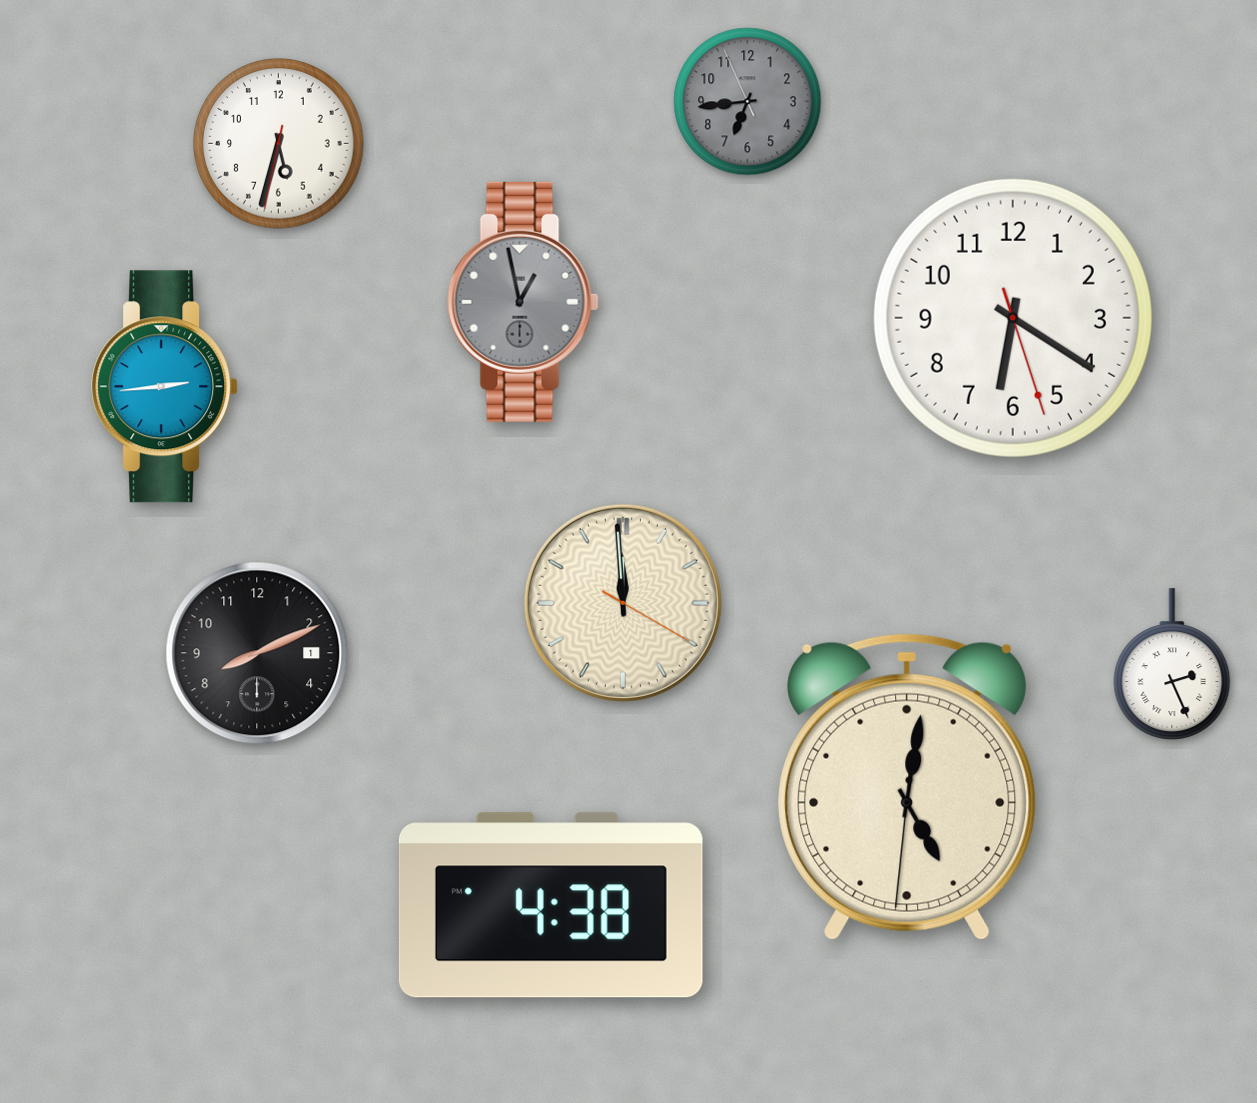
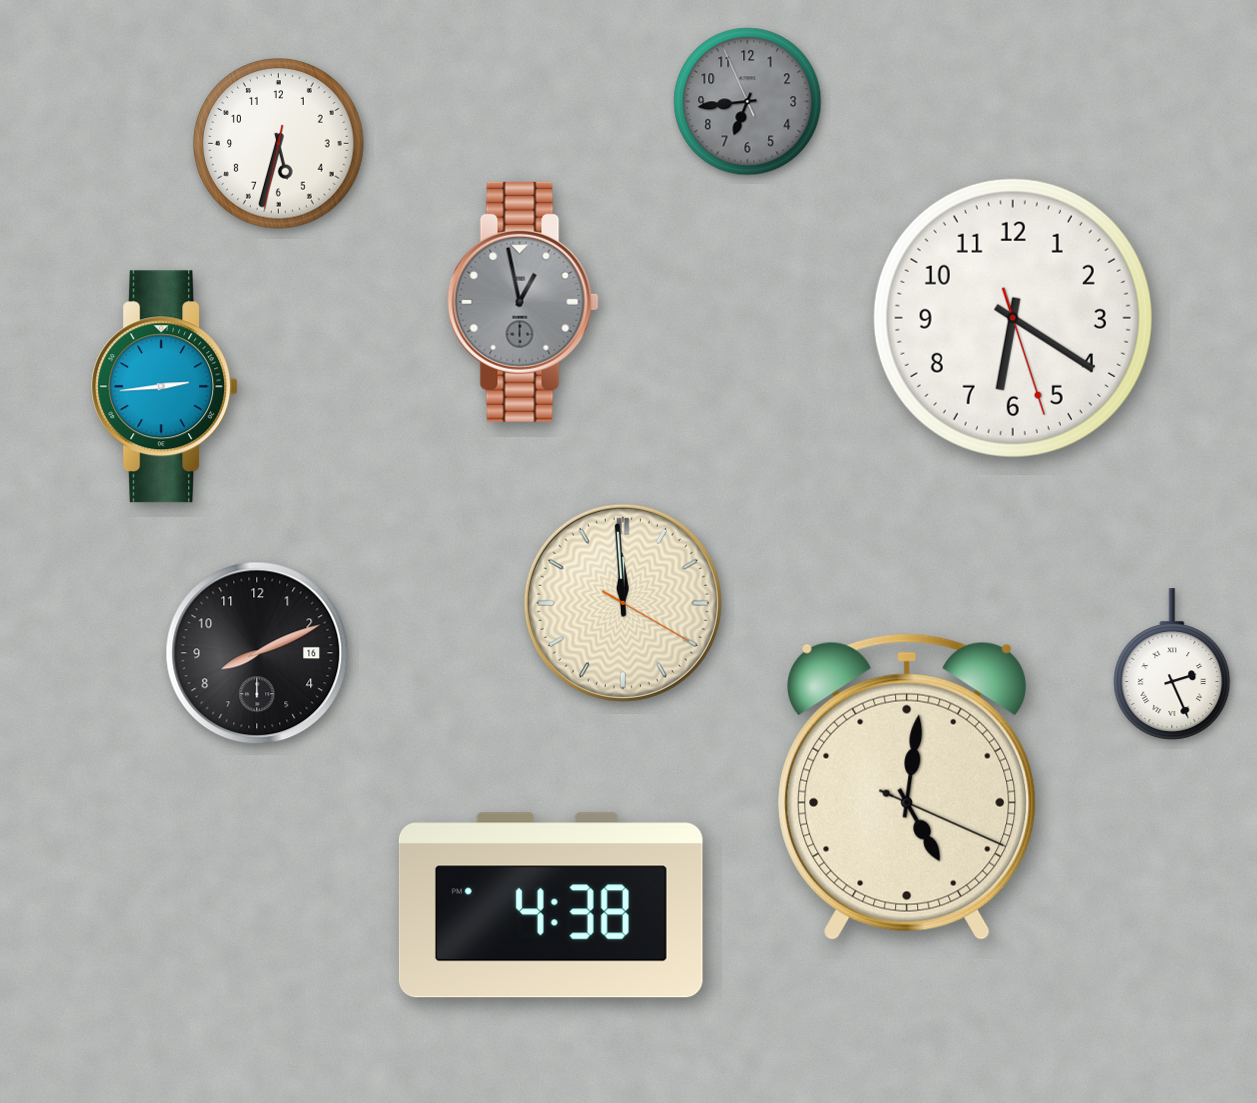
clock at (257, 653) date: 1 -> 16
clock at (907, 787): 5:01:31 -> 5:01:19
